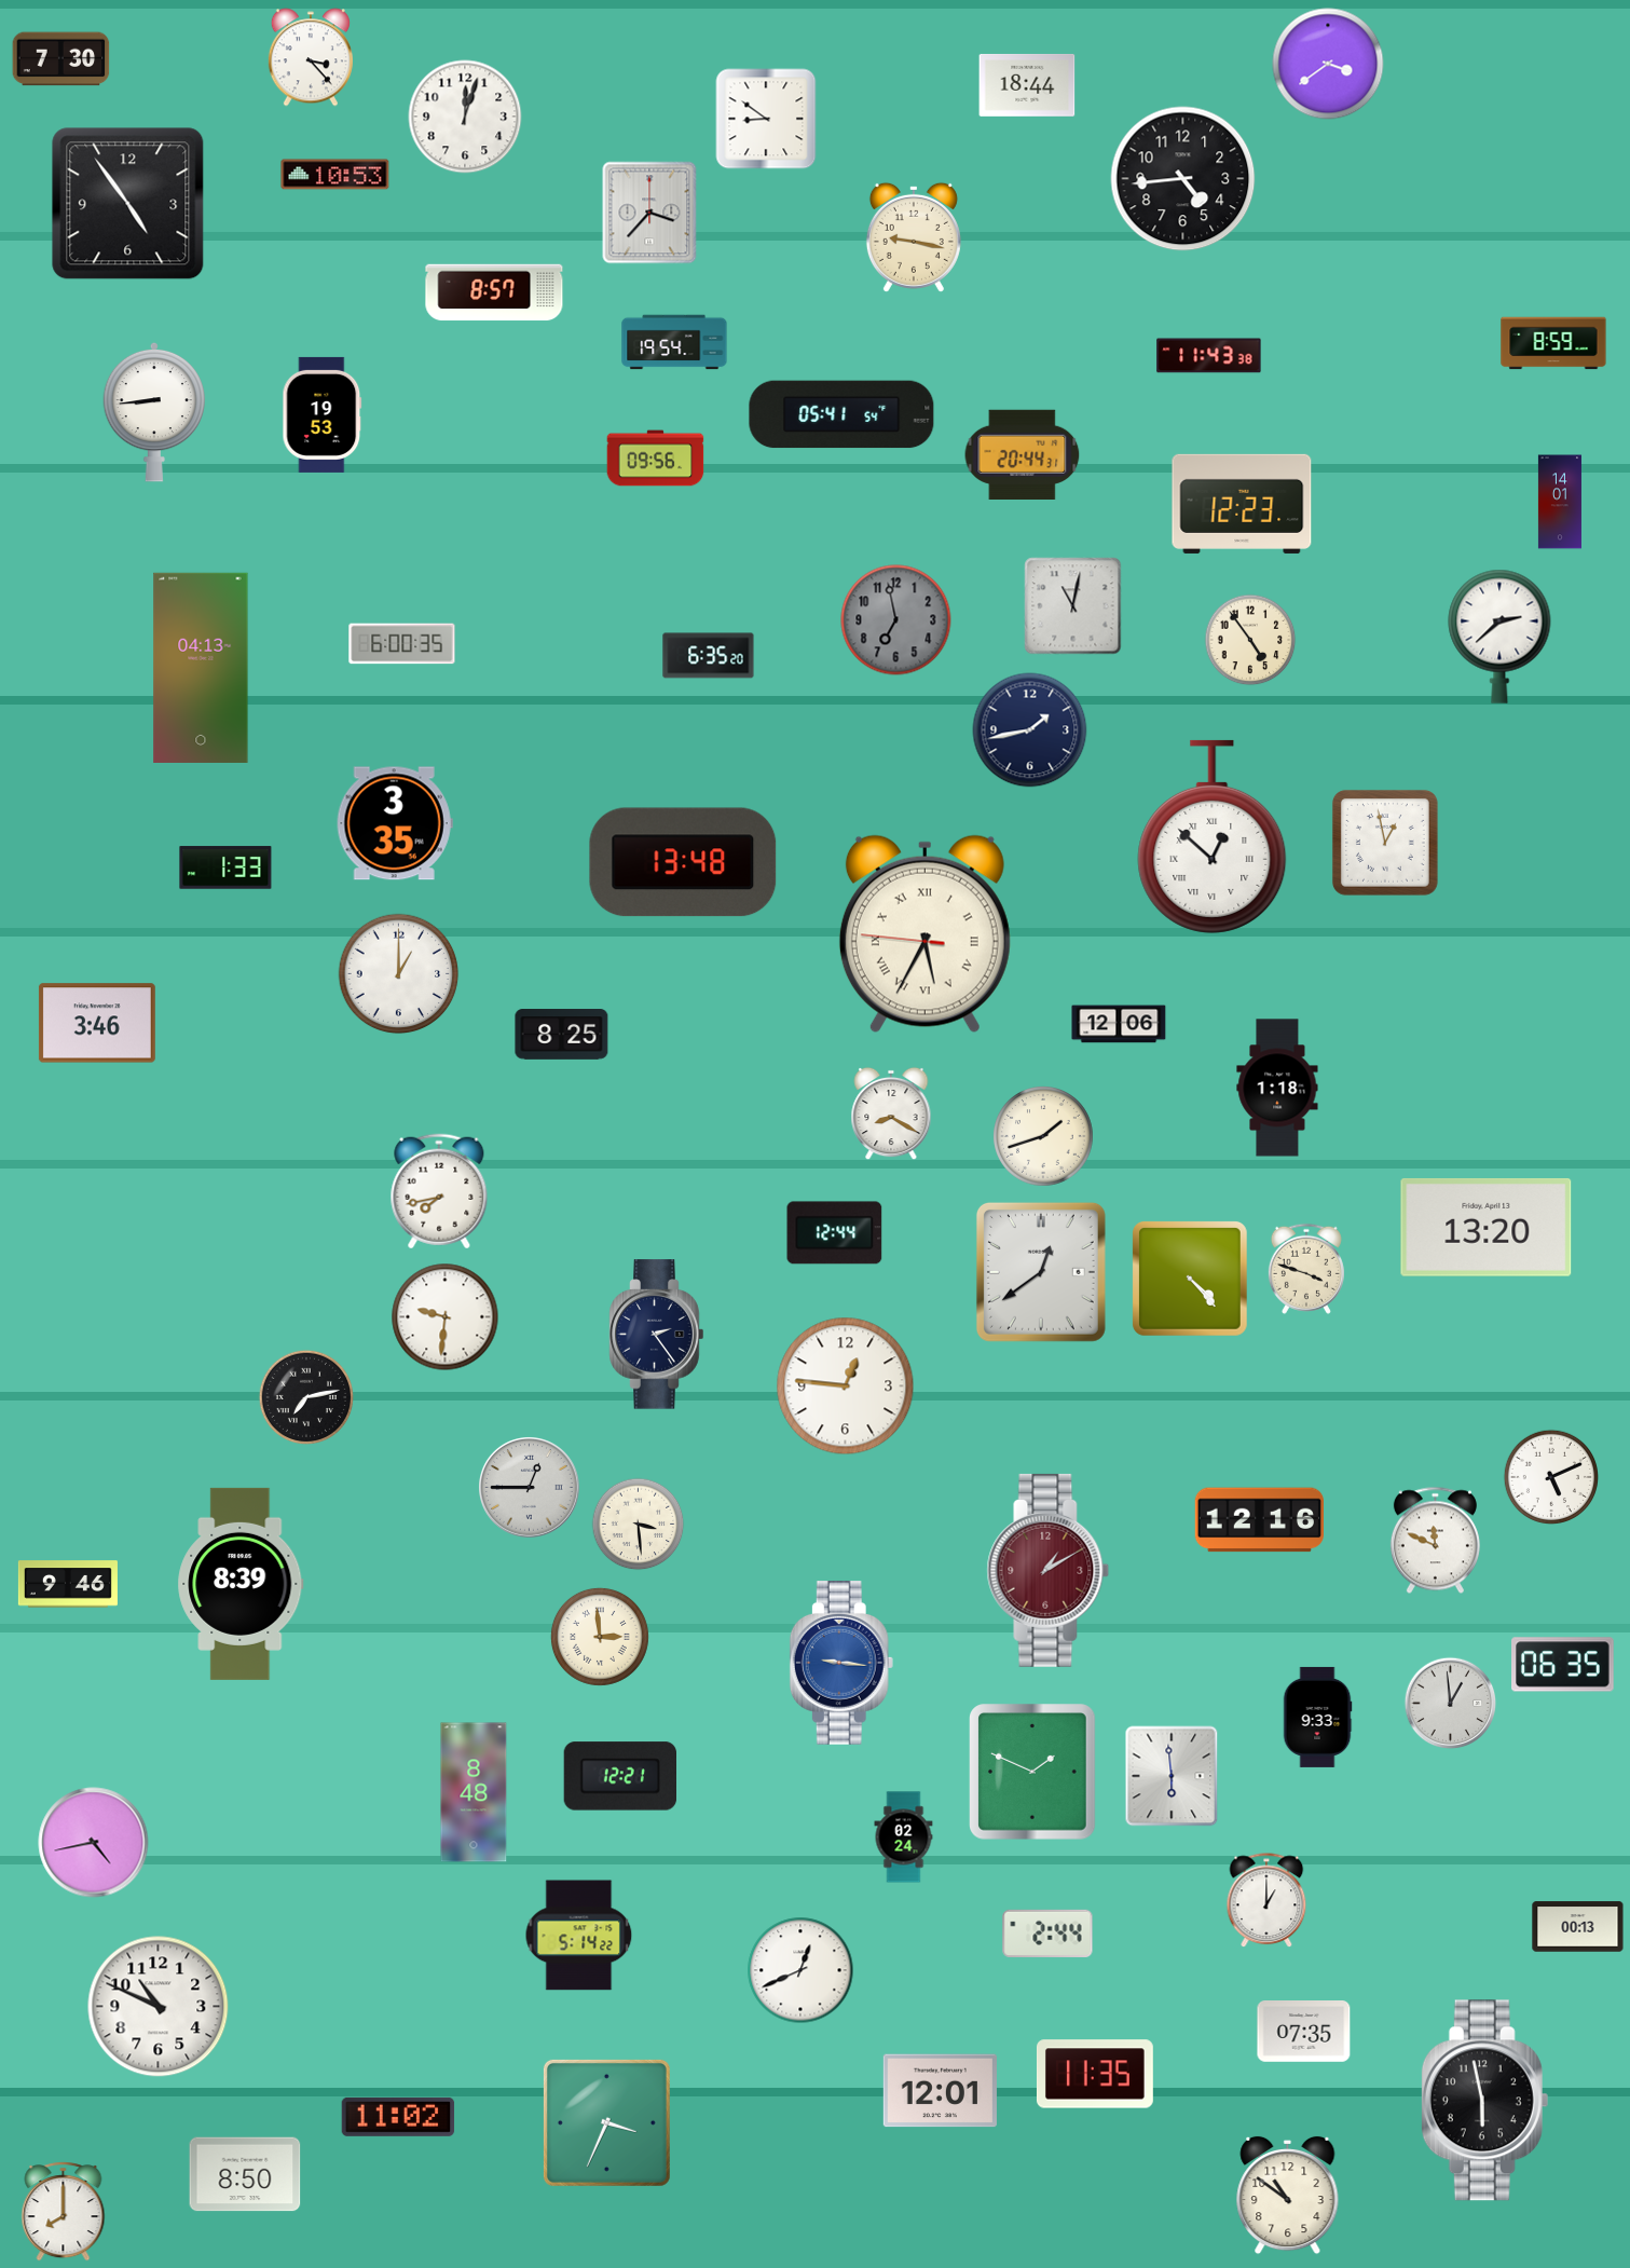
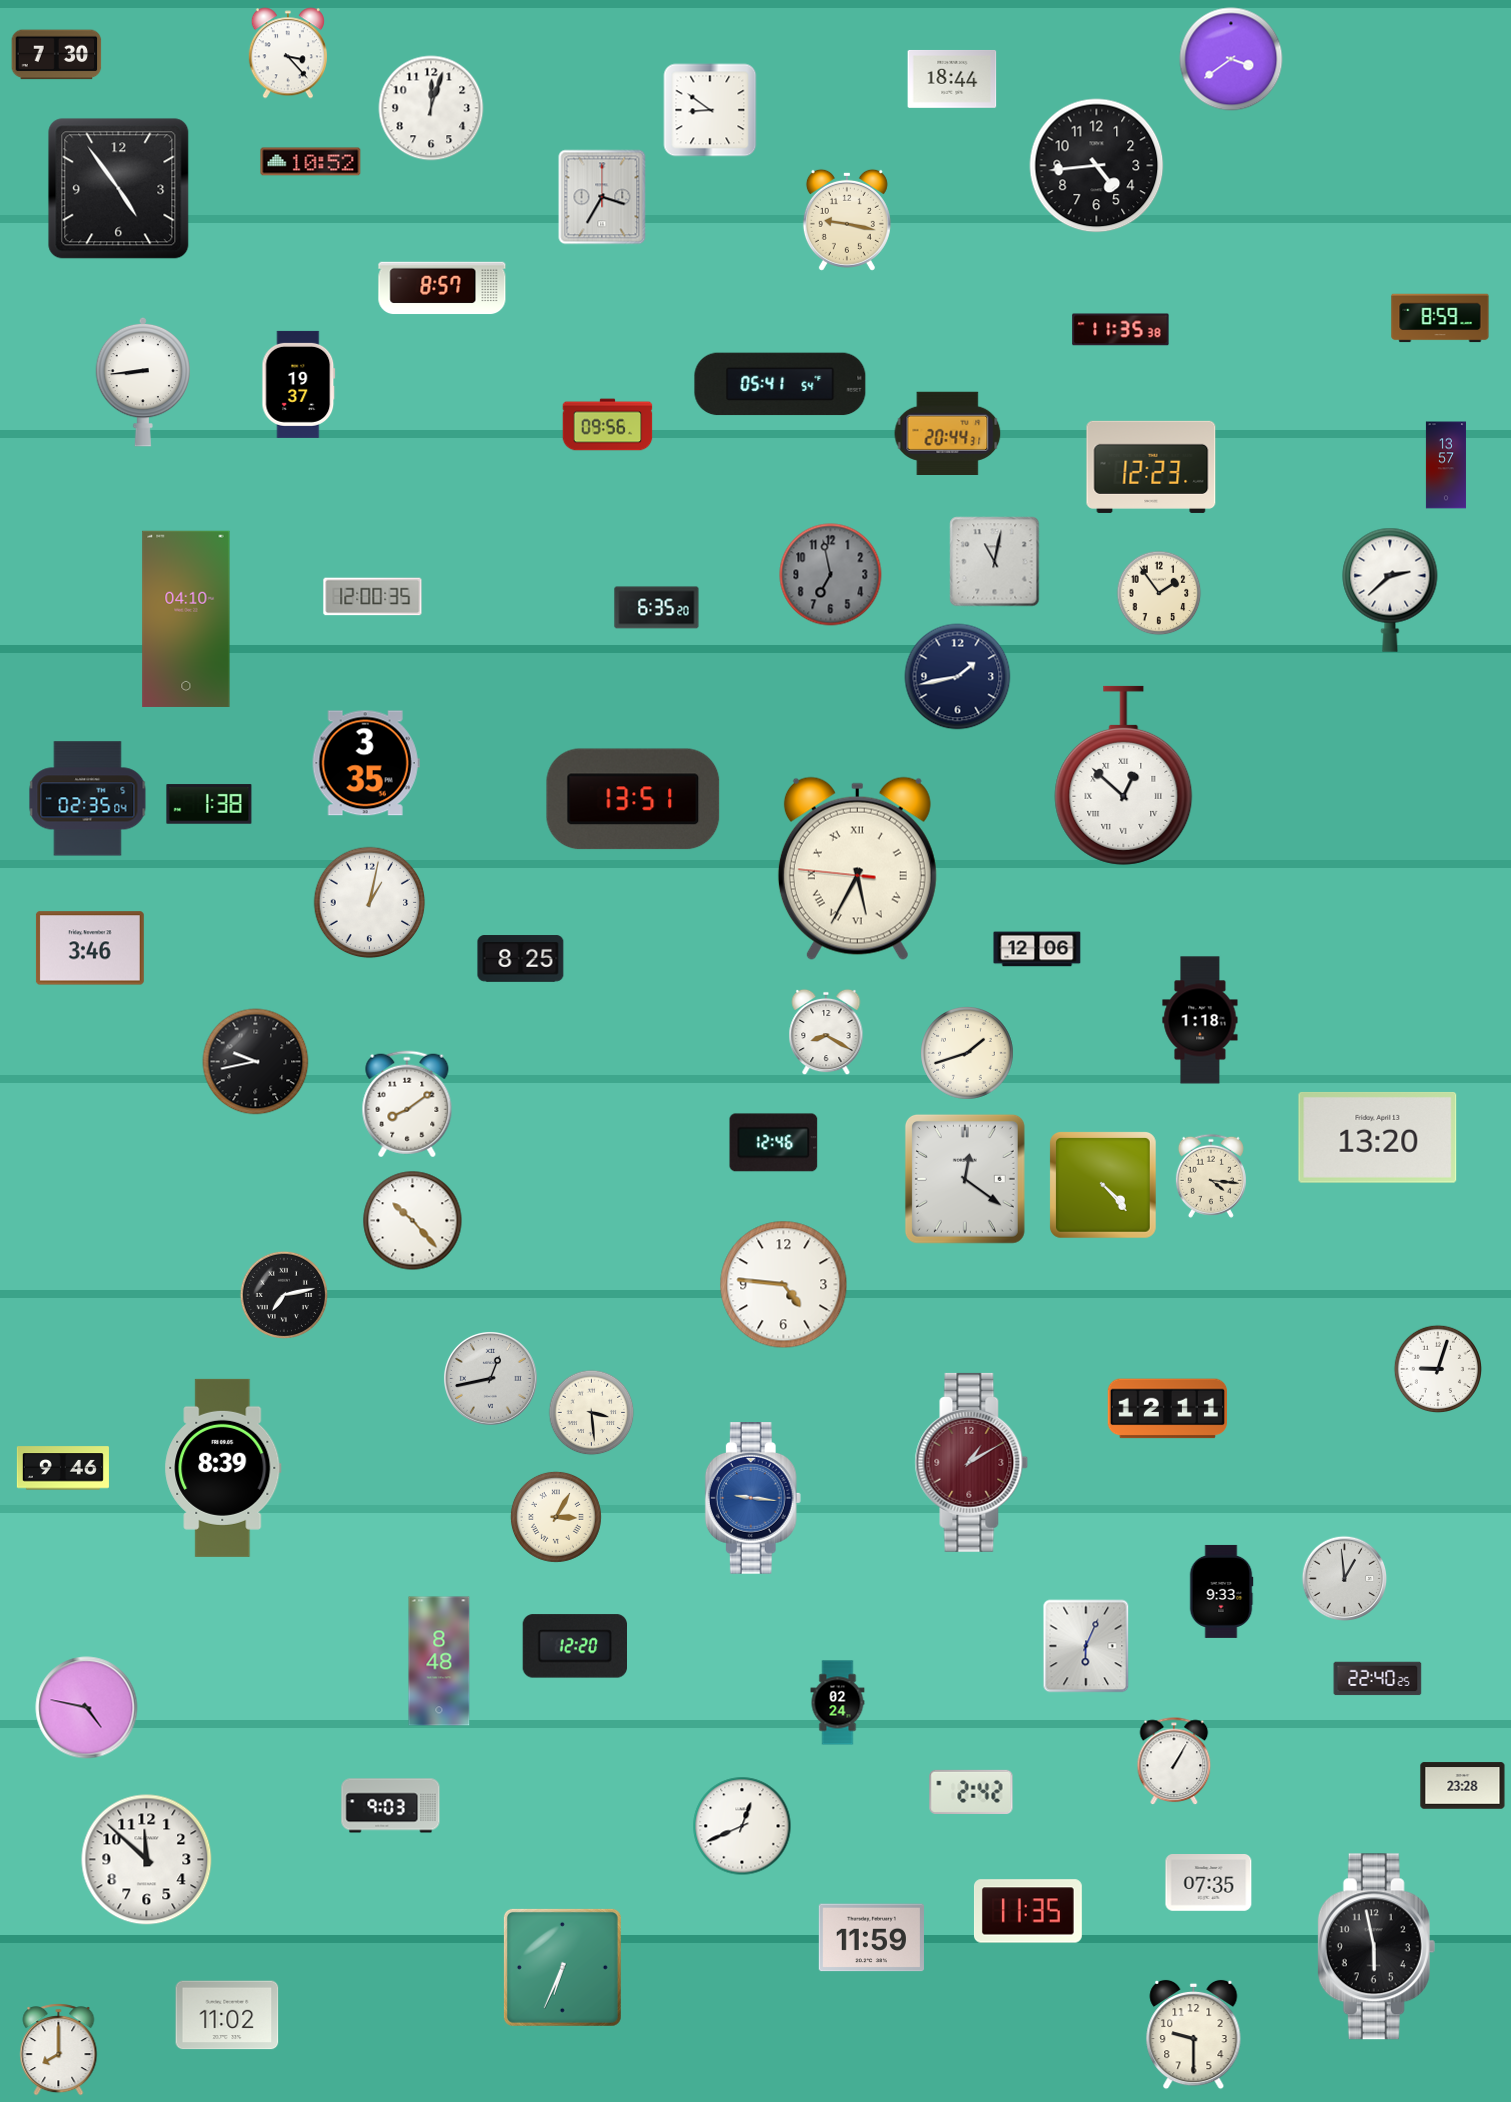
clock at (335, 175): 10:53 -> 10:52
clock at (649, 213): 3:37 -> 3:35
clock at (494, 292) position: (494, 292) -> (442, 288)
clock at (674, 342): 19:54 -> none
clock at (1209, 356): 11:43 -> 11:35
clock at (323, 414): 19:53 -> 19:37
clock at (1023, 454) position: (1023, 454) -> (948, 433)
clock at (1560, 502): 14:01 -> 13:57
clock at (1250, 640): 4:54 -> 1:54
clock at (402, 644): 6:00 -> 12:00
clock at (201, 668): 04:13 -> 04:10
clock at (1030, 730) position: (1030, 730) -> (958, 677)
clock at (1385, 843): 12:58 -> none
clock at (88, 799): none -> 02:35
clock at (683, 862): 13:48 -> 13:51
clock at (225, 867): 1:33 -> 1:38
clock at (924, 933) position: (924, 933) -> (857, 868)
clock at (399, 974): 1:00 -> 1:02
clock at (1277, 1088) position: (1277, 1088) -> (1200, 1020)
clock at (256, 1062): none -> 9:43
clock at (439, 1191): 7:43 -> 8:09
clock at (835, 1233): 12:44 -> 12:46
clock at (1306, 1269): 3:48 -> 4:16
clock at (1041, 1272): 12:39 -> 12:21
clock at (446, 1317): 9:31 -> 10:23
clock at (657, 1335): 2:24 -> none
clock at (846, 1386): 12:46 -> 4:46
clock at (1550, 1476): 5:11 -> 9:03
clock at (530, 1488): 12:45 -> 12:43
clock at (1259, 1520): 12:16 -> 12:11
clock at (1435, 1541): 11:49 -> none
clock at (1049, 1570) position: (1049, 1570) -> (972, 1462)
clock at (600, 1637): 2:59 -> 3:05
clock at (841, 1663) position: (841, 1663) -> (753, 1498)
clock at (1563, 1665): 06:35 -> none
clock at (1032, 1772): 1:49 -> none
clock at (620, 1776): 12:21 -> 12:20
clock at (1172, 1776): 5:59 -> 6:04
clock at (1378, 1679): none -> 22:40
clock at (94, 1843): 4:43 -> 4:47
clock at (1266, 1901): 1:00 -> 1:05
clock at (1578, 1927): 00:13 -> 23:28
clock at (1047, 1934): 2:44 -> 2:42
clock at (579, 1936): 5:14 -> none
clock at (391, 1806): none -> 9:03
clock at (159, 2007): 10:49 -> 11:52
clock at (1095, 2074) position: (1095, 2074) -> (1028, 1911)
clock at (940, 2091): 12:01 -> 11:59
clock at (398, 2117): 11:02 -> none
clock at (606, 2122): 3:34 -> 6:34
clock at (245, 2174): 8:50 -> 11:02
clock at (1288, 2196): 10:51 -> 9:30
